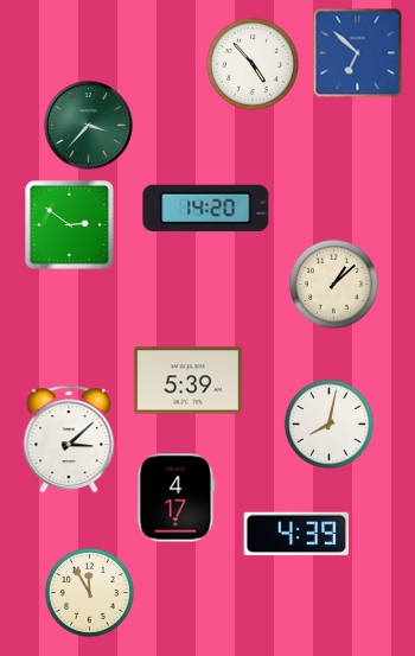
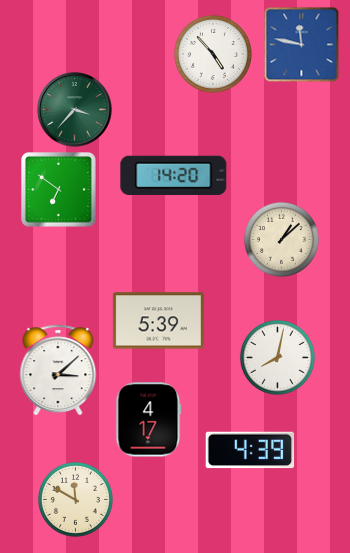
clock at (358, 53): 6:52 -> 11:47
clock at (89, 126) position: (89, 126) -> (75, 110)
clock at (70, 225): 2:51 -> 6:51
clock at (89, 592): 11:55 -> 11:50
